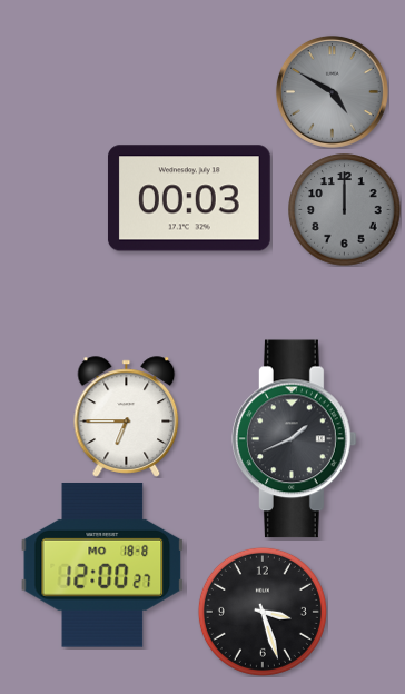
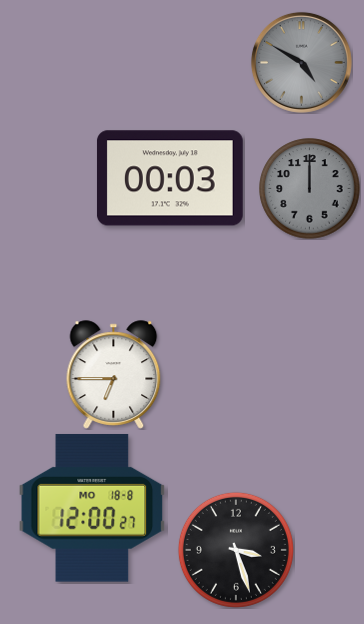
clock at (332, 91) position: (332, 91) -> (301, 62)
clock at (295, 439): 1:41 -> none
